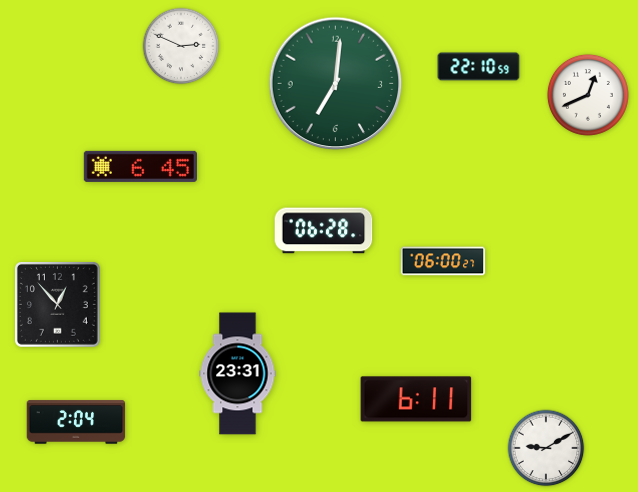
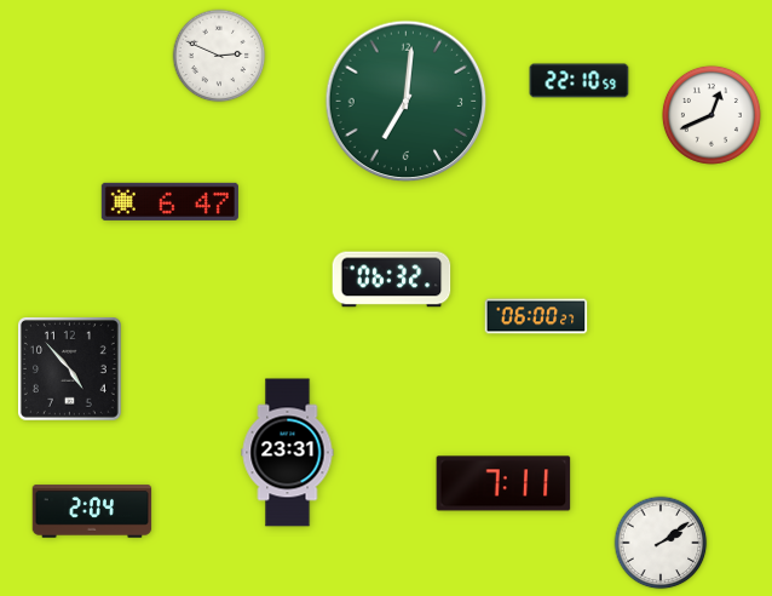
clock at (140, 166): 6:45 -> 6:47
clock at (324, 231): 06:28 -> 06:32
clock at (58, 305): 12:53 -> 4:53
clock at (416, 399): 6:11 -> 7:11
clock at (546, 448): 9:10 -> 2:09
